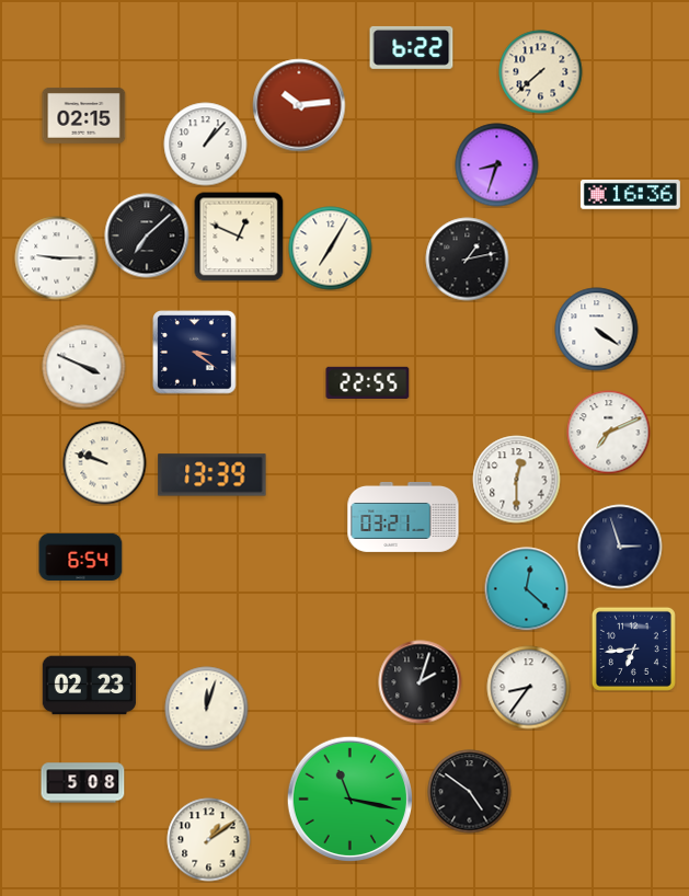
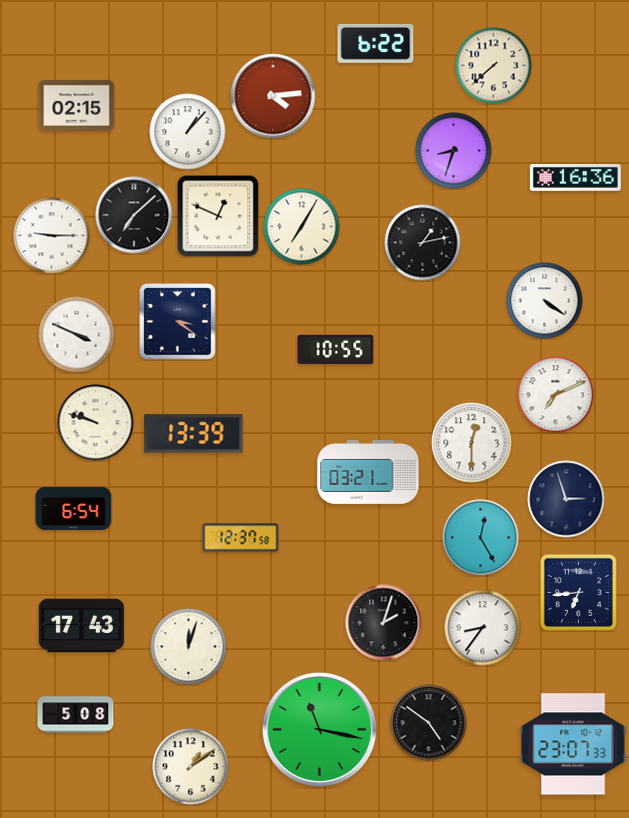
clock at (299, 105): 10:14 -> 4:14
clock at (468, 260) position: (468, 260) -> (423, 243)
clock at (368, 382): 22:55 -> 10:55
clock at (517, 480) position: (517, 480) -> (472, 443)
clock at (241, 538): none -> 12:37
clock at (527, 589): 12:22 -> 12:25
clock at (90, 686): 02:23 -> 17:43
clock at (573, 744): none -> 23:07
